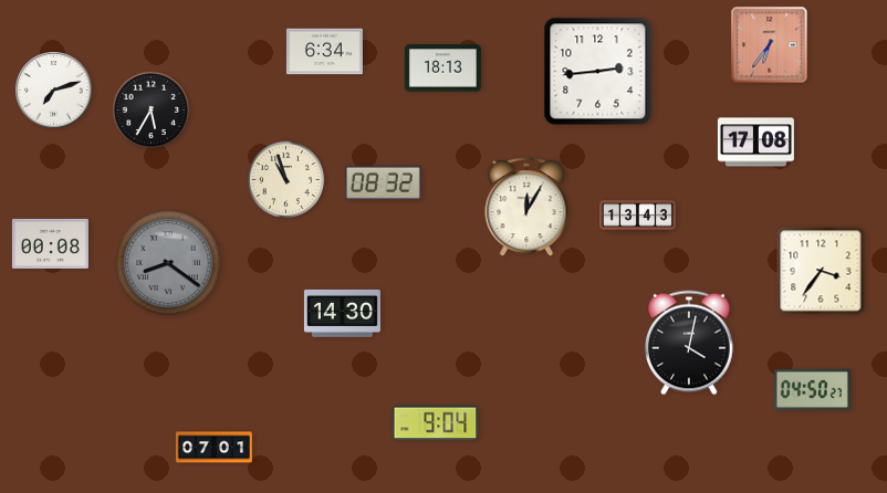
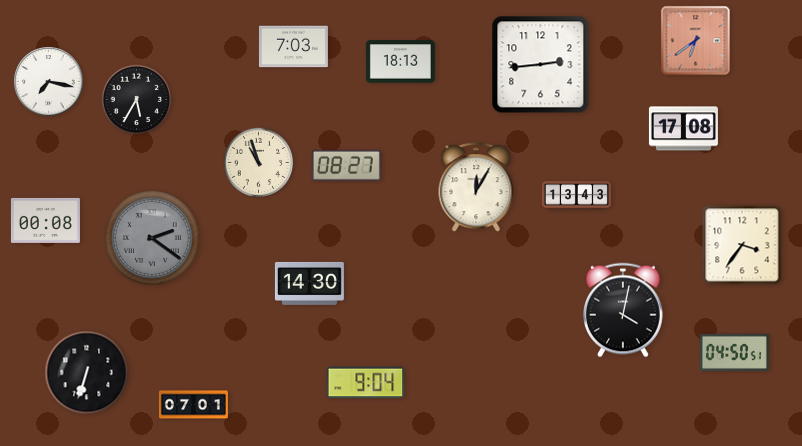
clock at (770, 45): 6:36 -> 6:39
clock at (324, 52): 6:34 -> 7:03
clock at (54, 91): 7:12 -> 7:17
clock at (383, 182): 08:32 -> 08:27
clock at (169, 264): 8:21 -> 2:21
clock at (812, 389): 04:50:27 -> 04:50:51
clock at (87, 373): none -> 6:33
clock at (436, 423) position: (436, 423) -> (366, 383)
